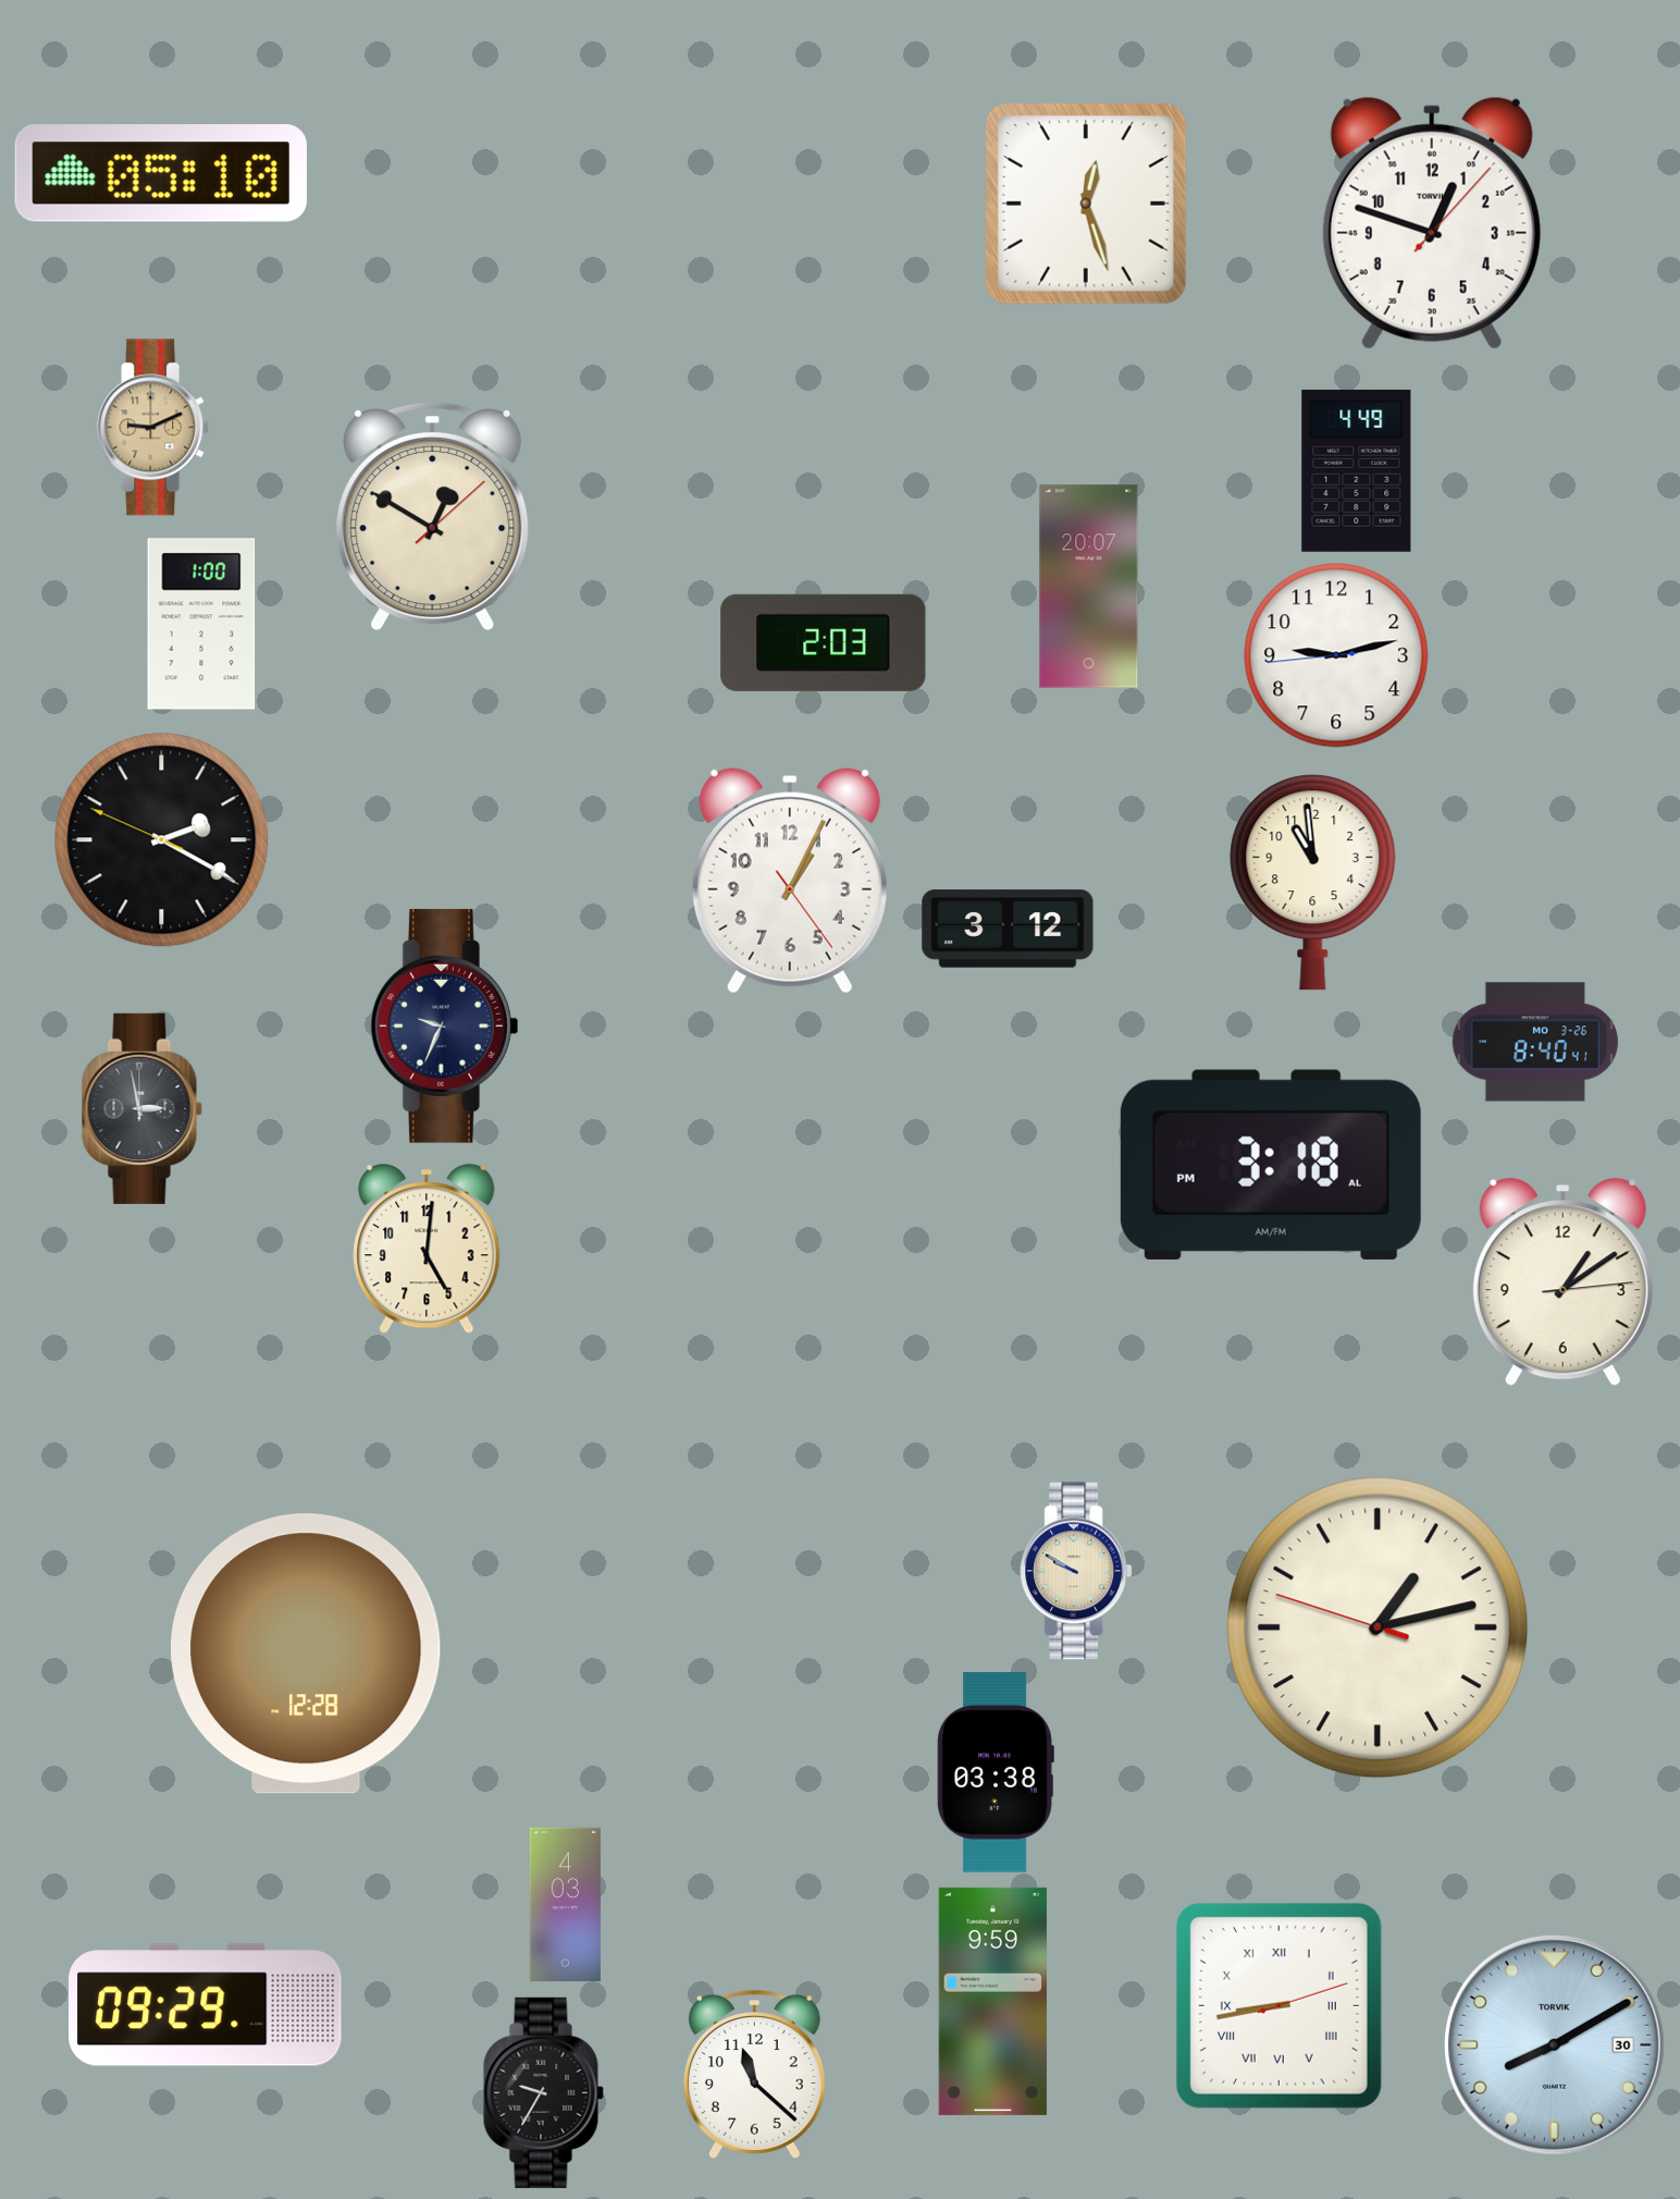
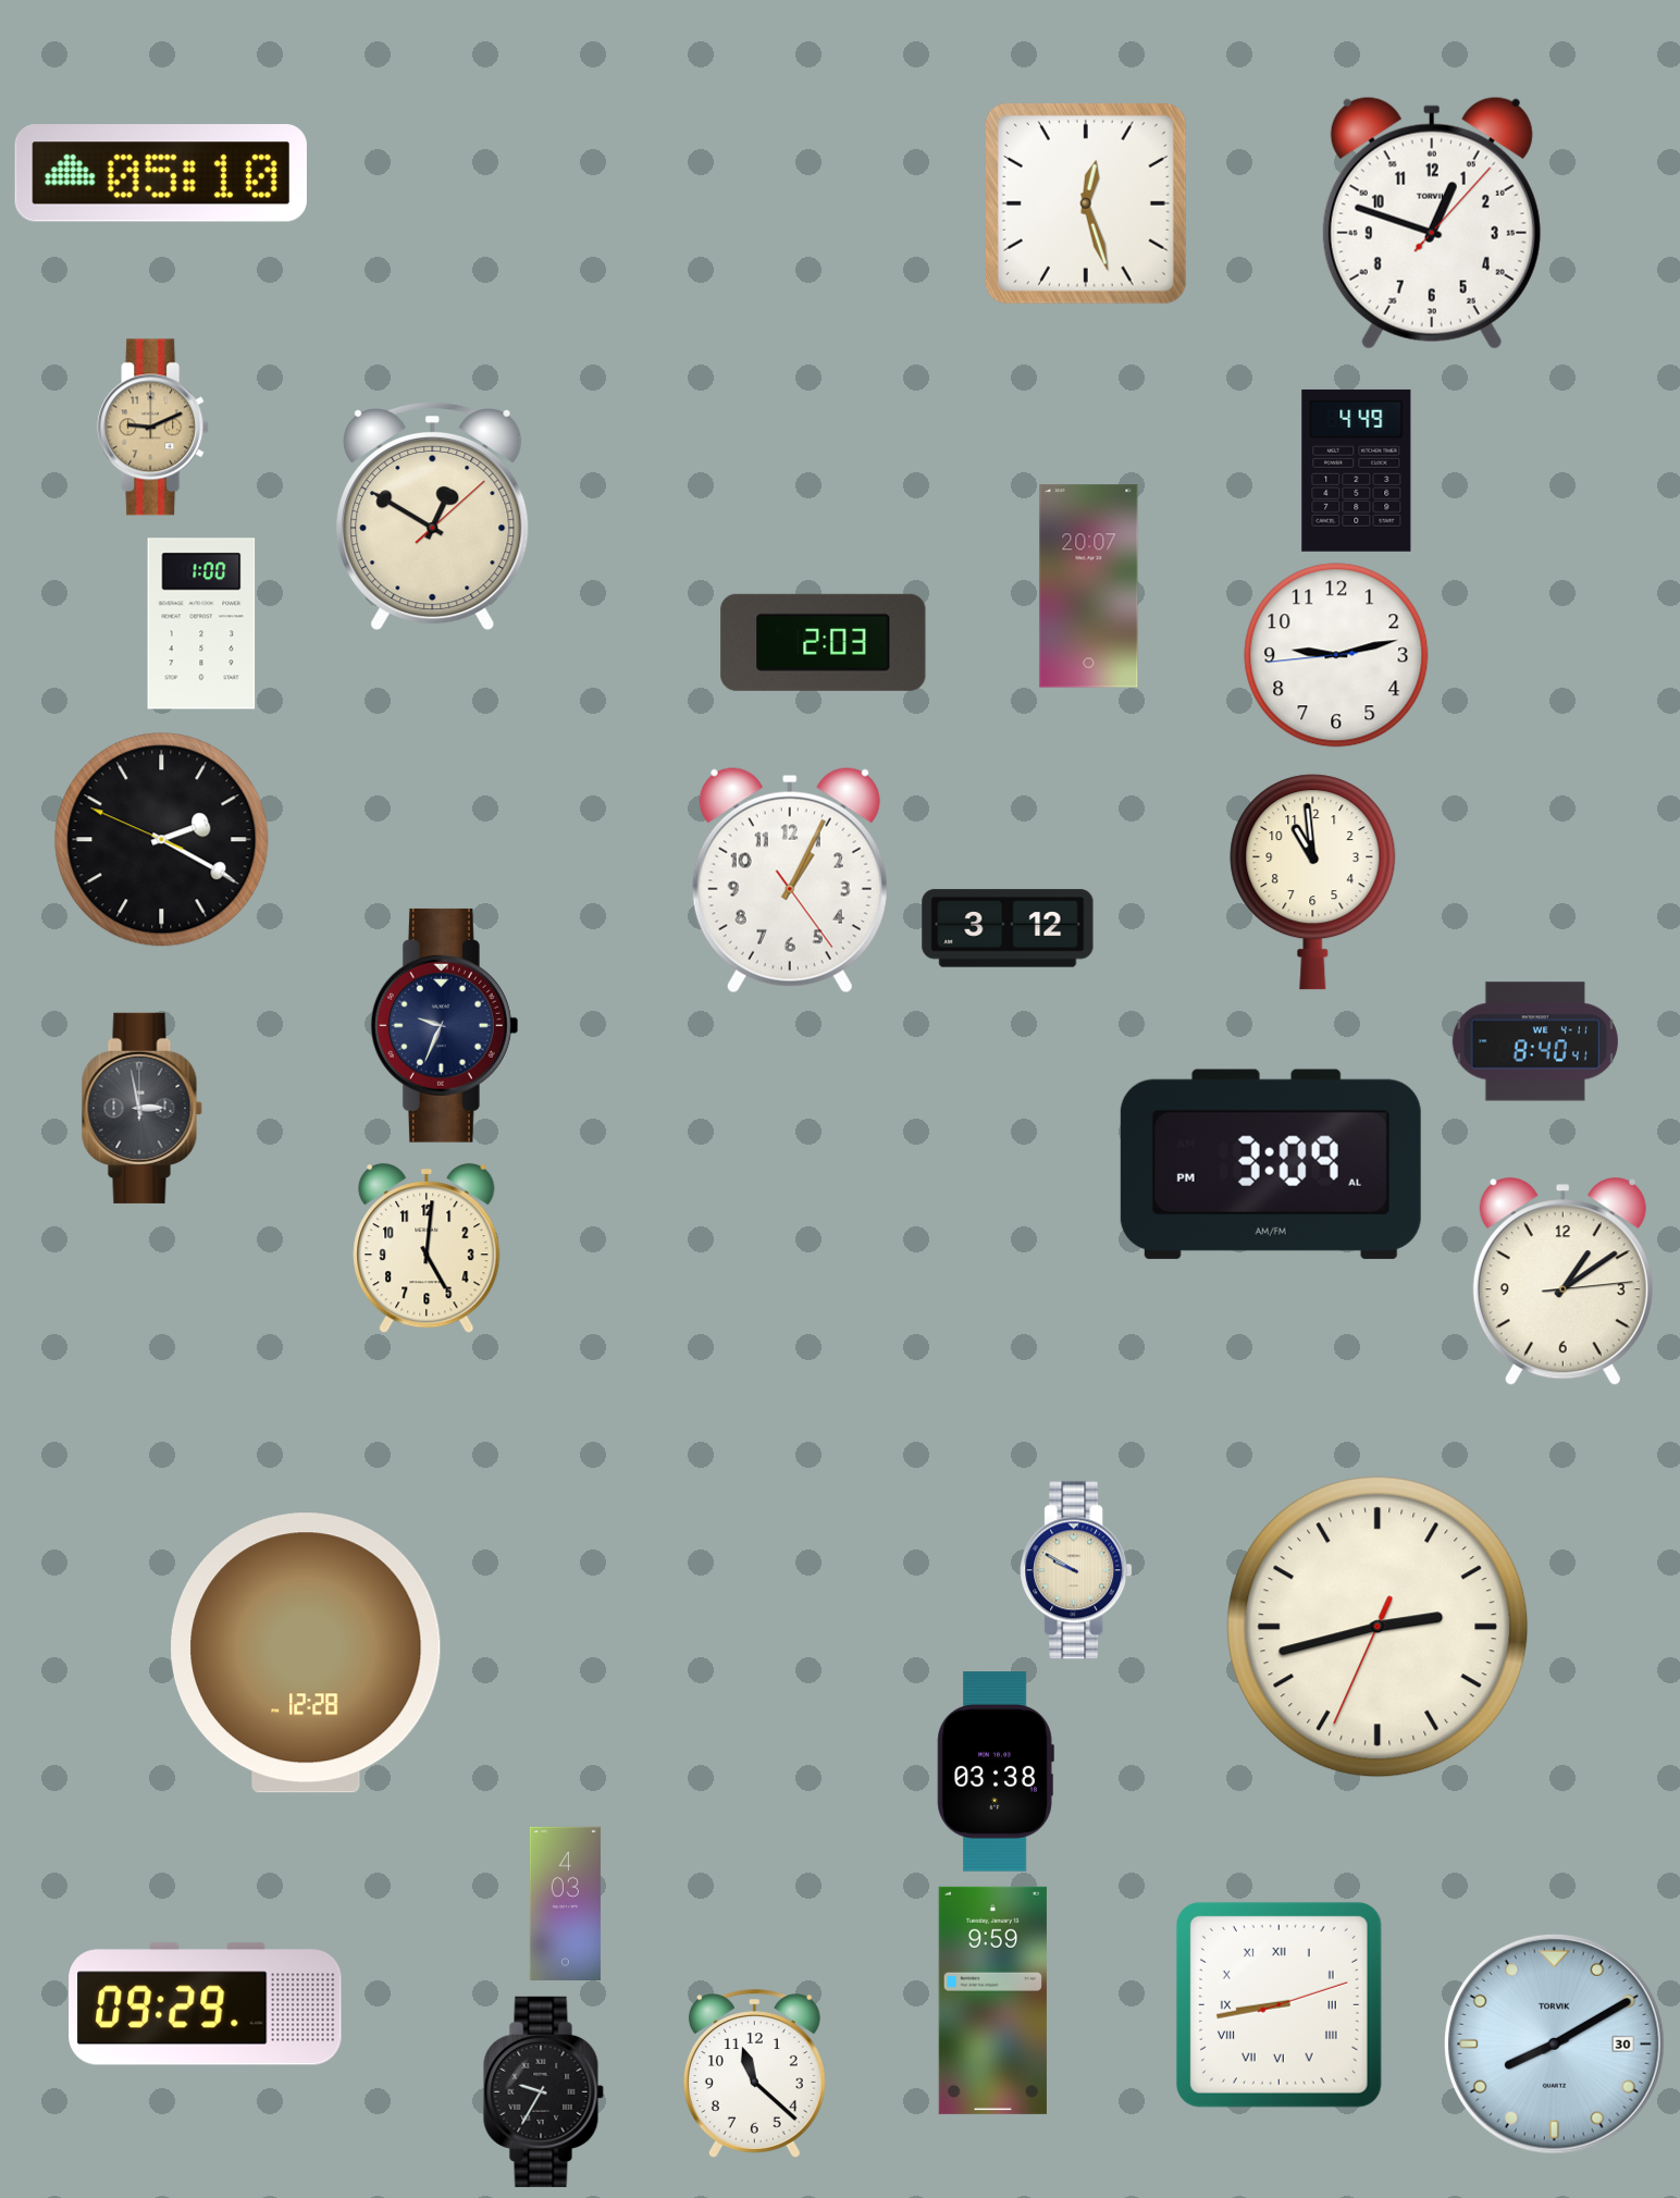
clock at (1534, 1042) date: MO 3-26 -> WE 4-11
clock at (1271, 1165): 3:18 -> 3:09
clock at (1378, 1627): 1:12 -> 2:42
